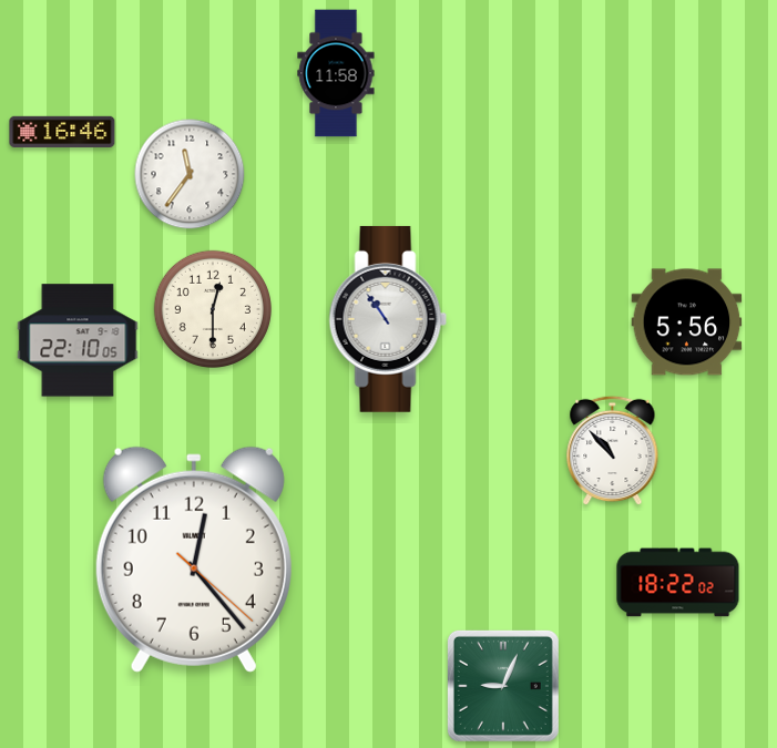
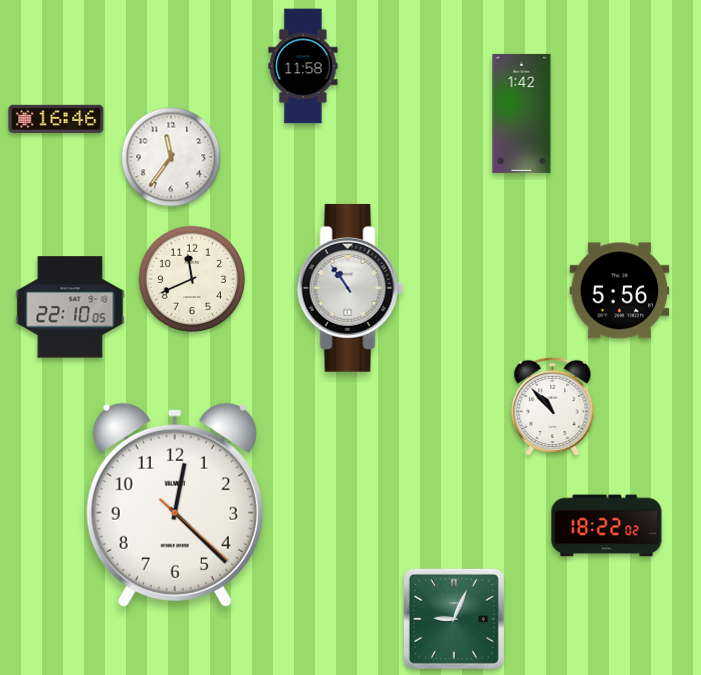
clock at (522, 113): none -> 1:42
clock at (212, 308): 12:30 -> 11:41
clock at (194, 560): 12:23 -> 12:22
clock at (678, 583) position: (678, 583) -> (607, 526)
